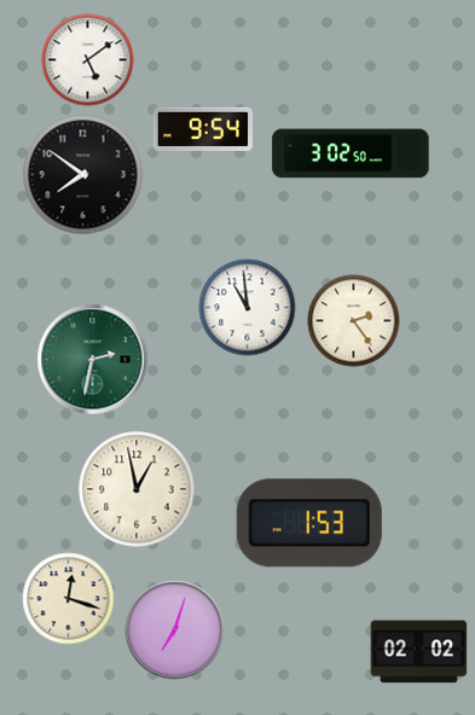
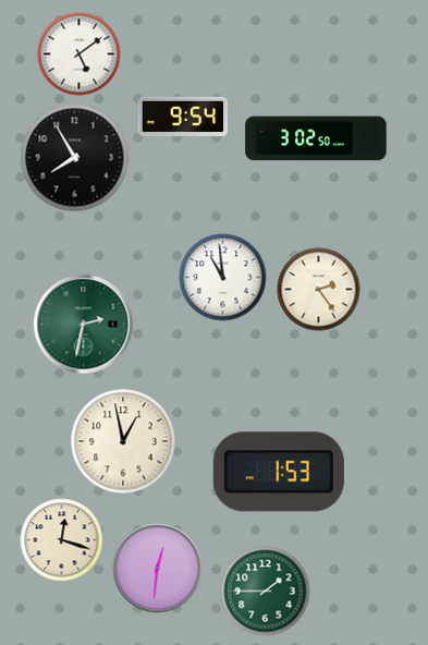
clock at (83, 175): 7:51 -> 7:55
clock at (175, 630): 7:03 -> 12:31
clock at (419, 652): 02:02 -> none
clock at (266, 592): none -> 1:45
